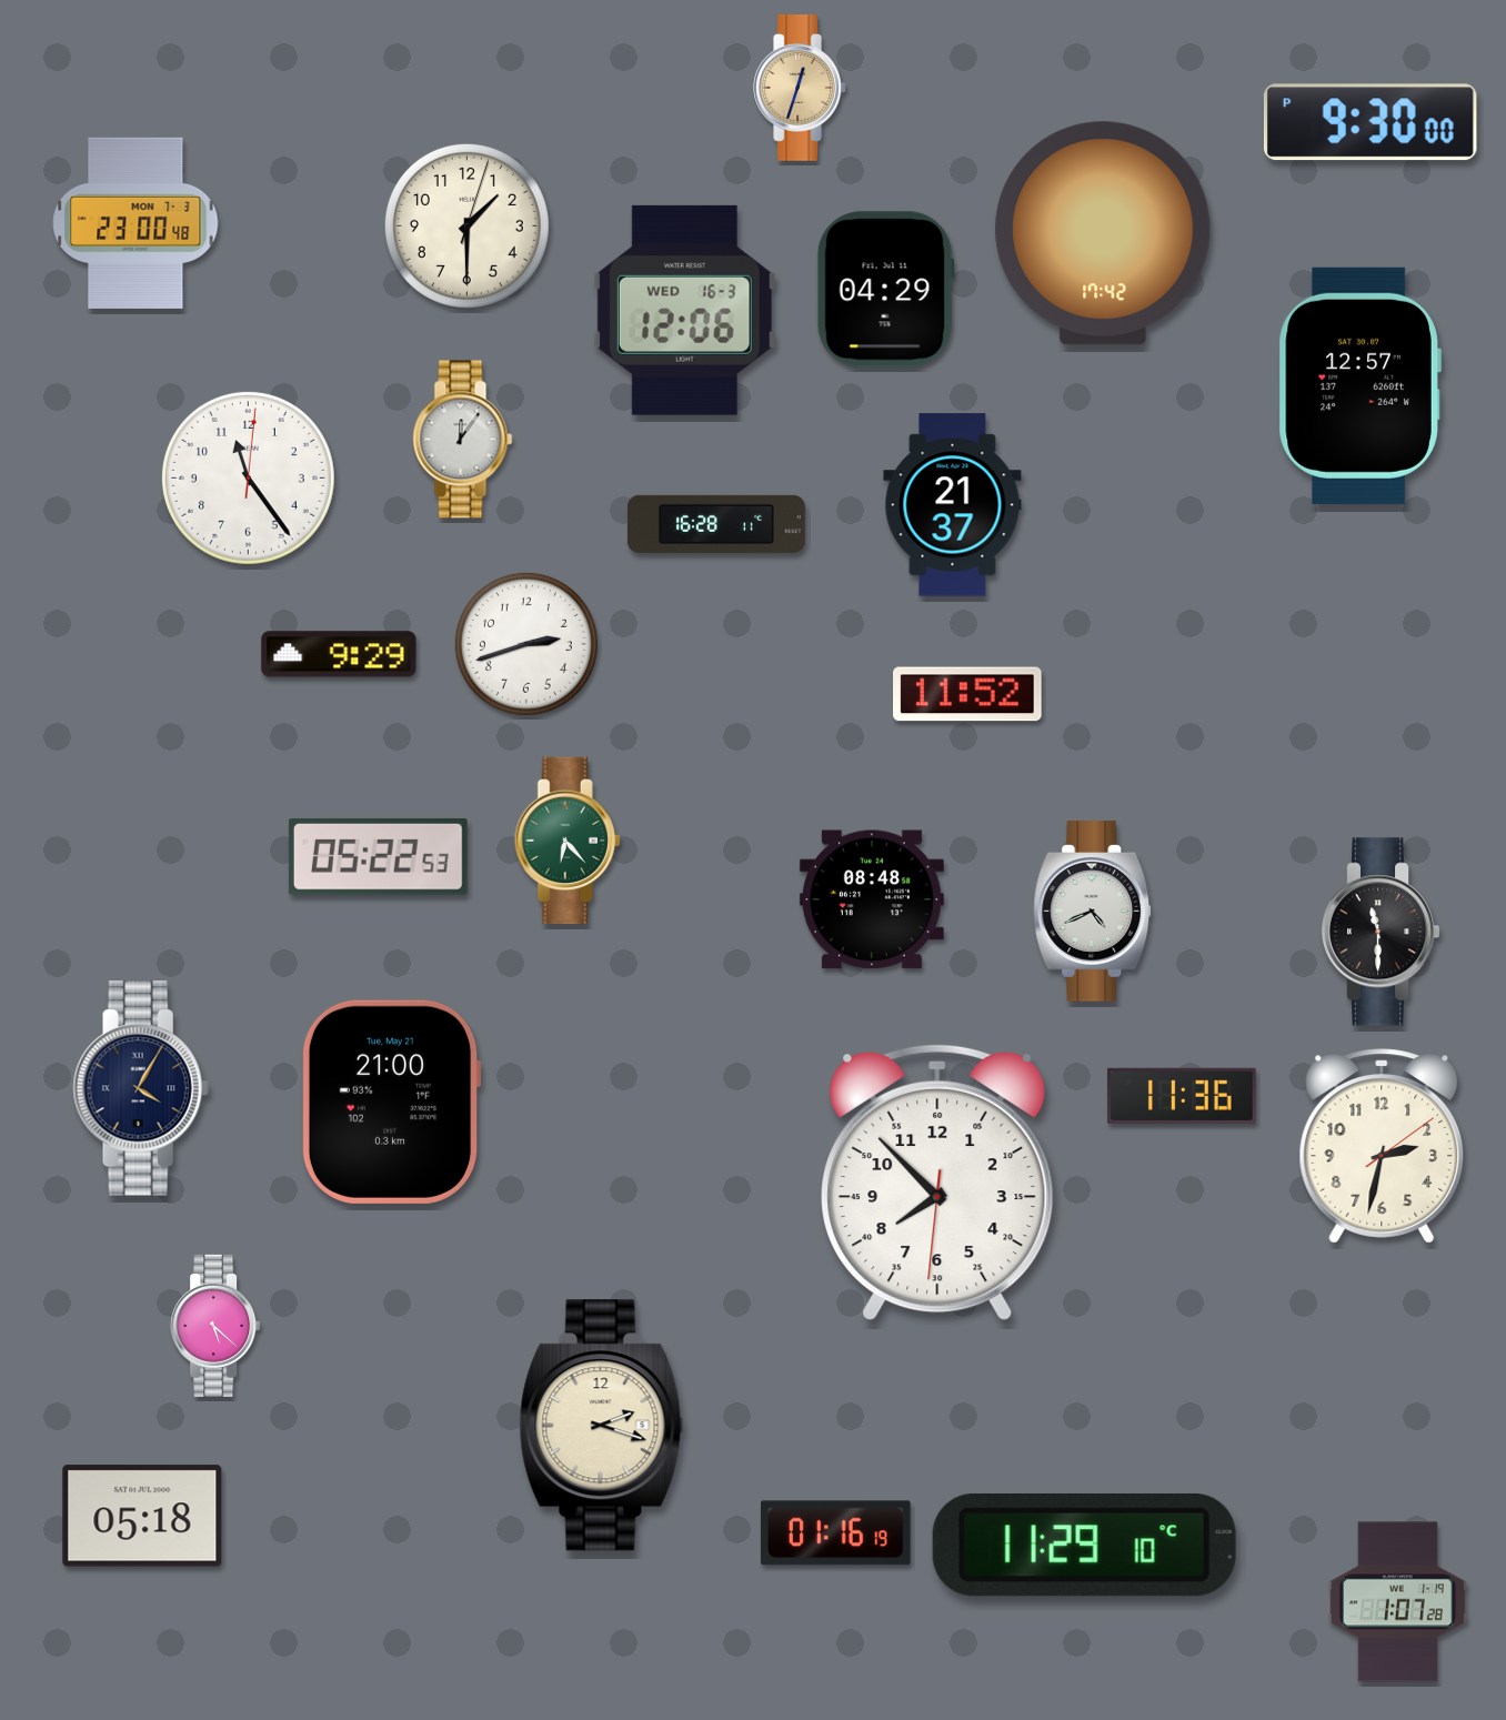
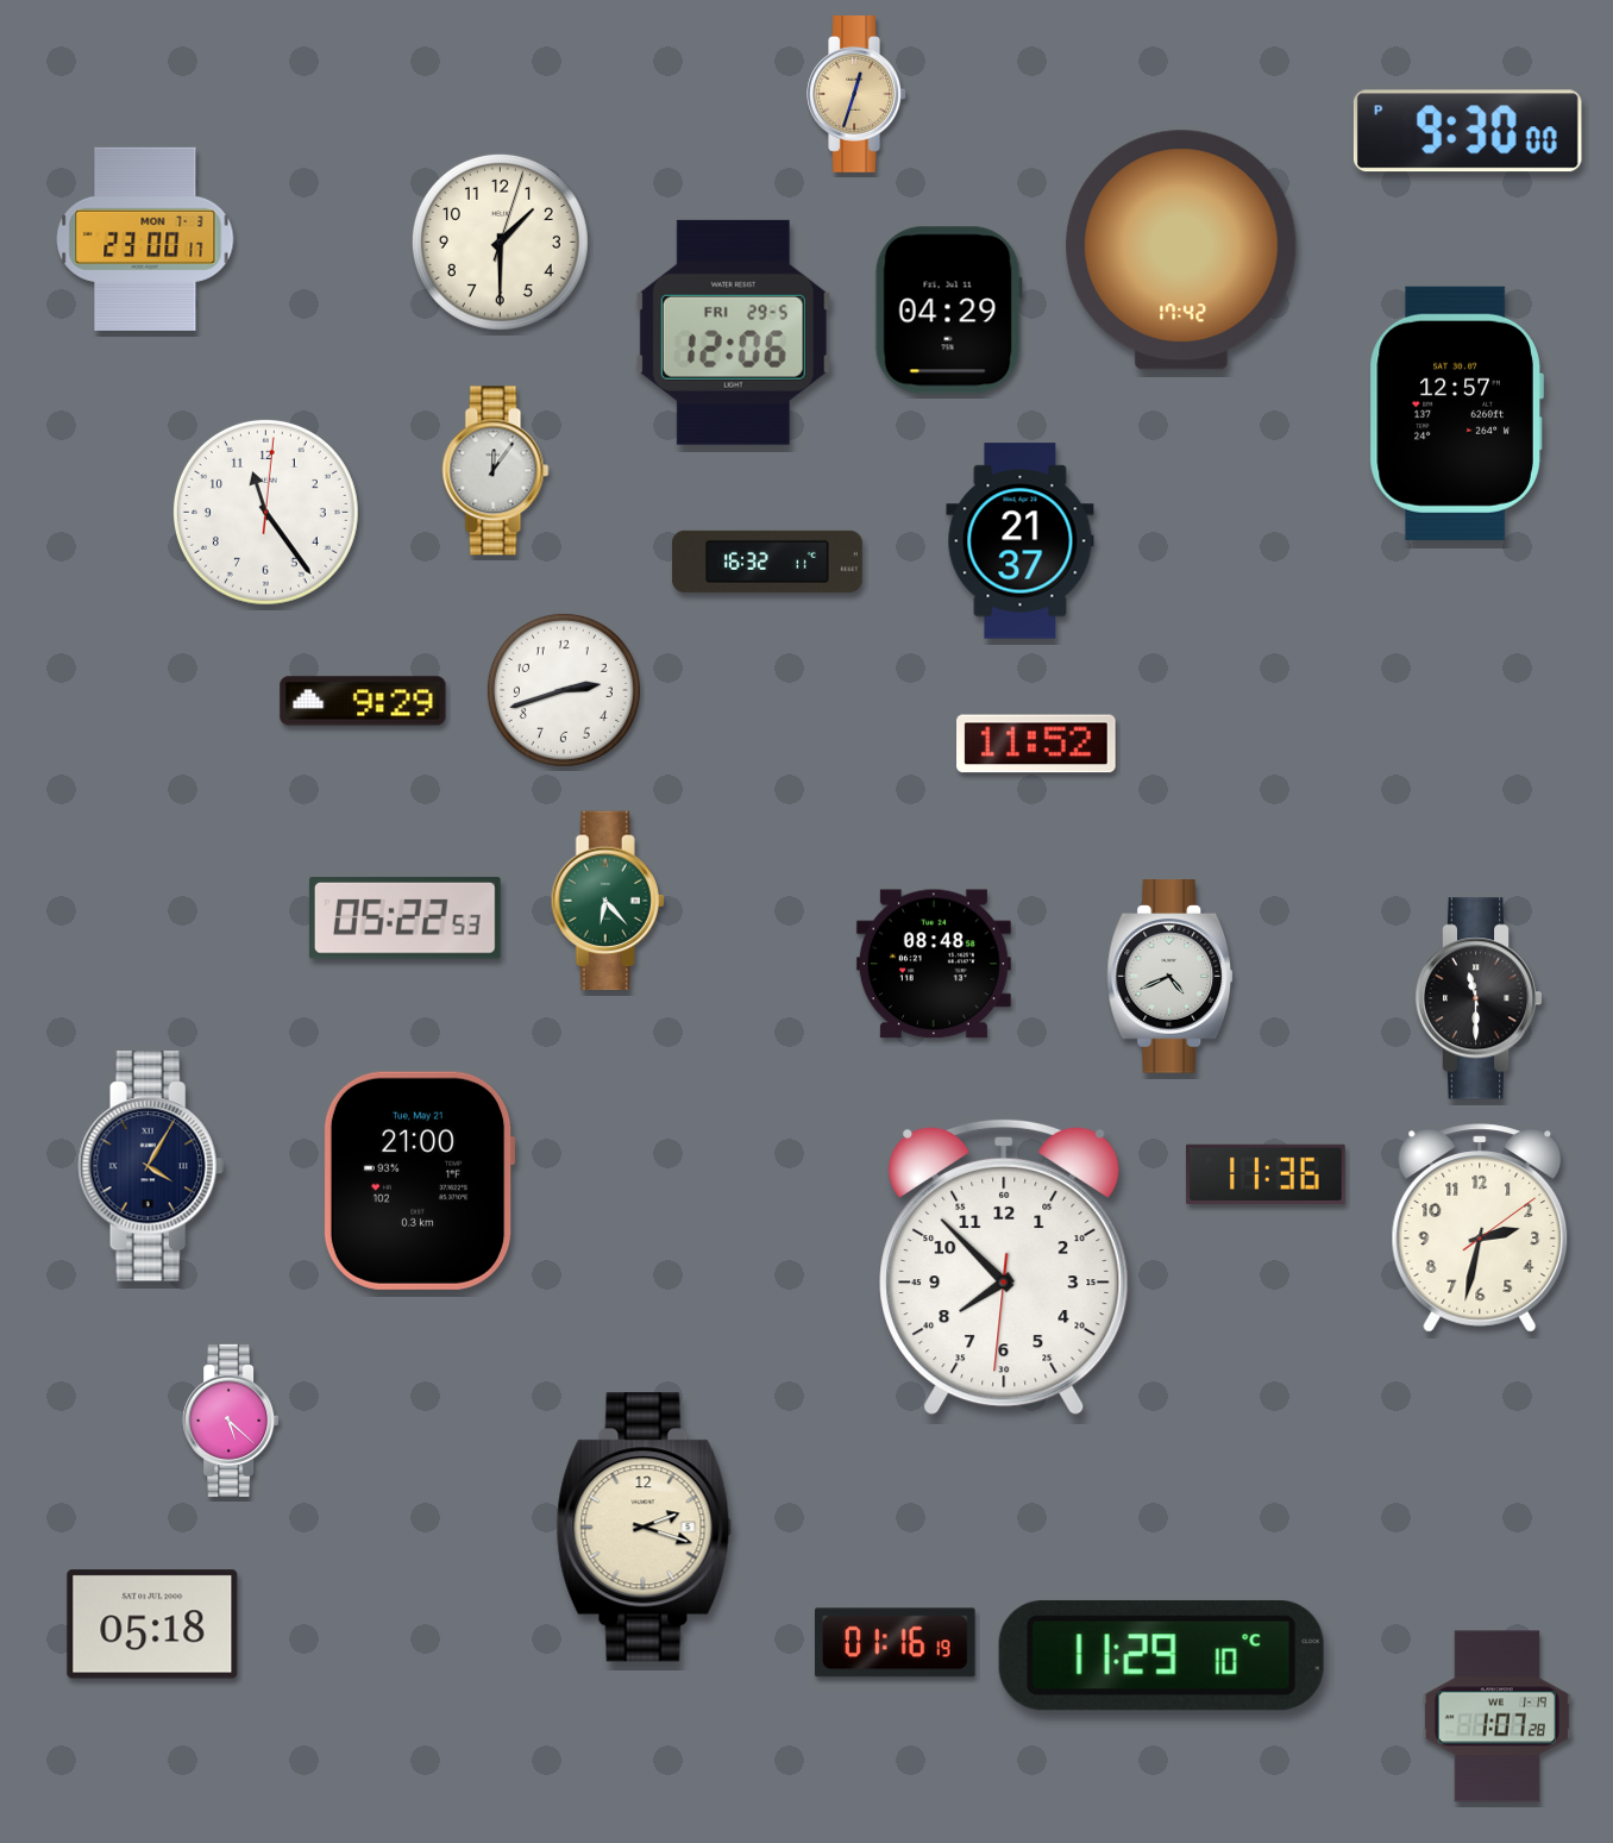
clock at (135, 223): 23:00:48 -> 23:00:17
clock at (684, 310) date: WED 16-3 -> FRI 29-5
clock at (716, 524): 16:28 -> 16:32
